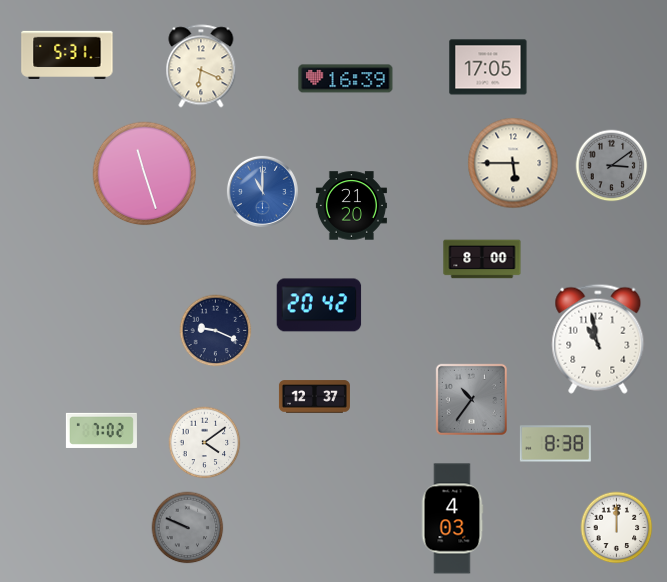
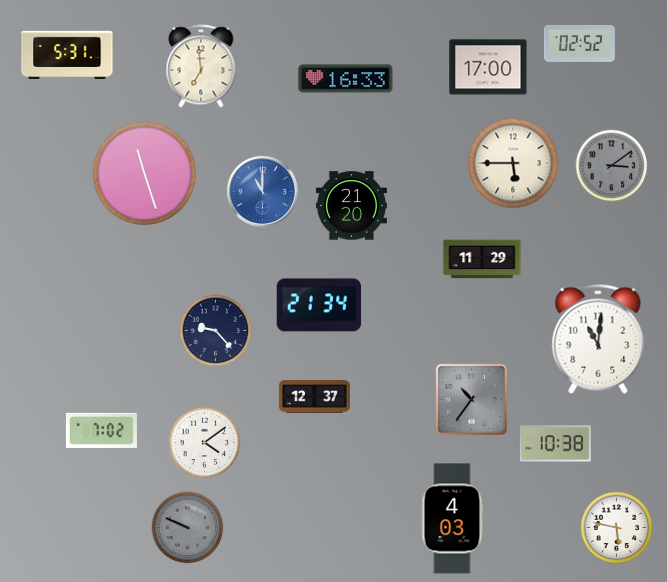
clock at (579, 43): none -> 02:52
clock at (201, 66): 6:19 -> 6:59
clock at (488, 67): 17:05 -> 17:00
clock at (346, 79): 16:39 -> 16:33
clock at (482, 259): 8:00 -> 11:29
clock at (319, 305): 20:42 -> 21:34
clock at (216, 331): 9:19 -> 9:23
clock at (598, 339): 10:58 -> 11:01
clock at (555, 444): 8:38 -> 10:38
clock at (617, 528): 12:00 -> 5:47
